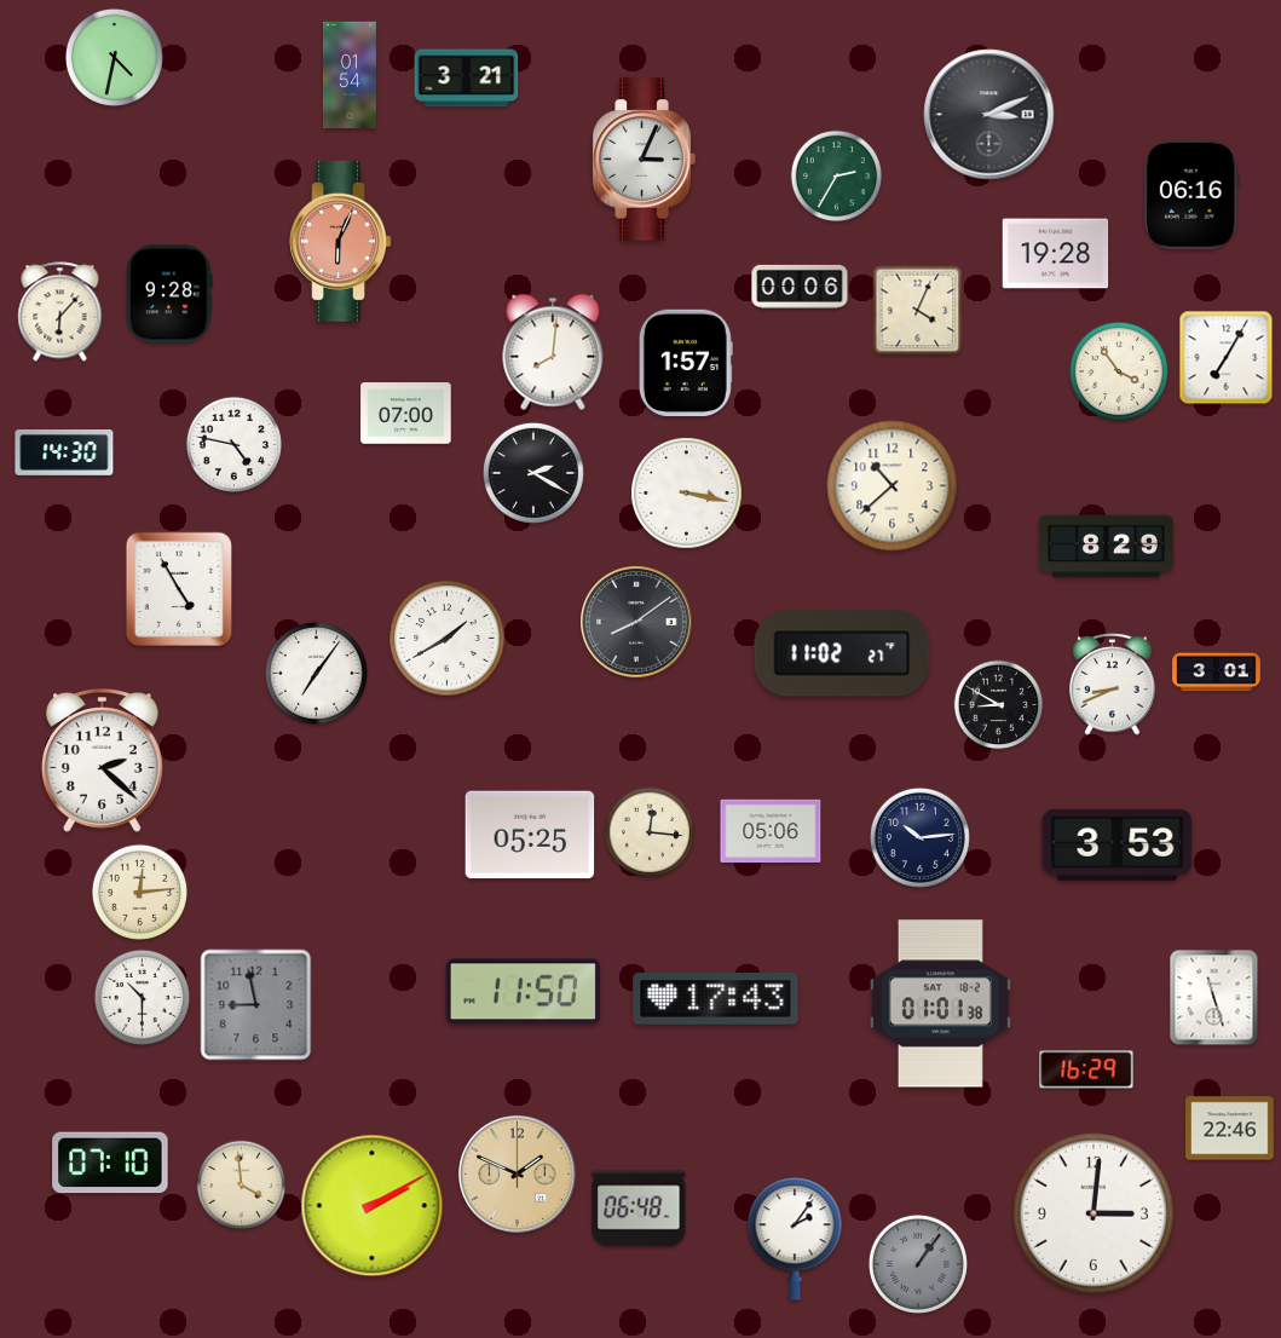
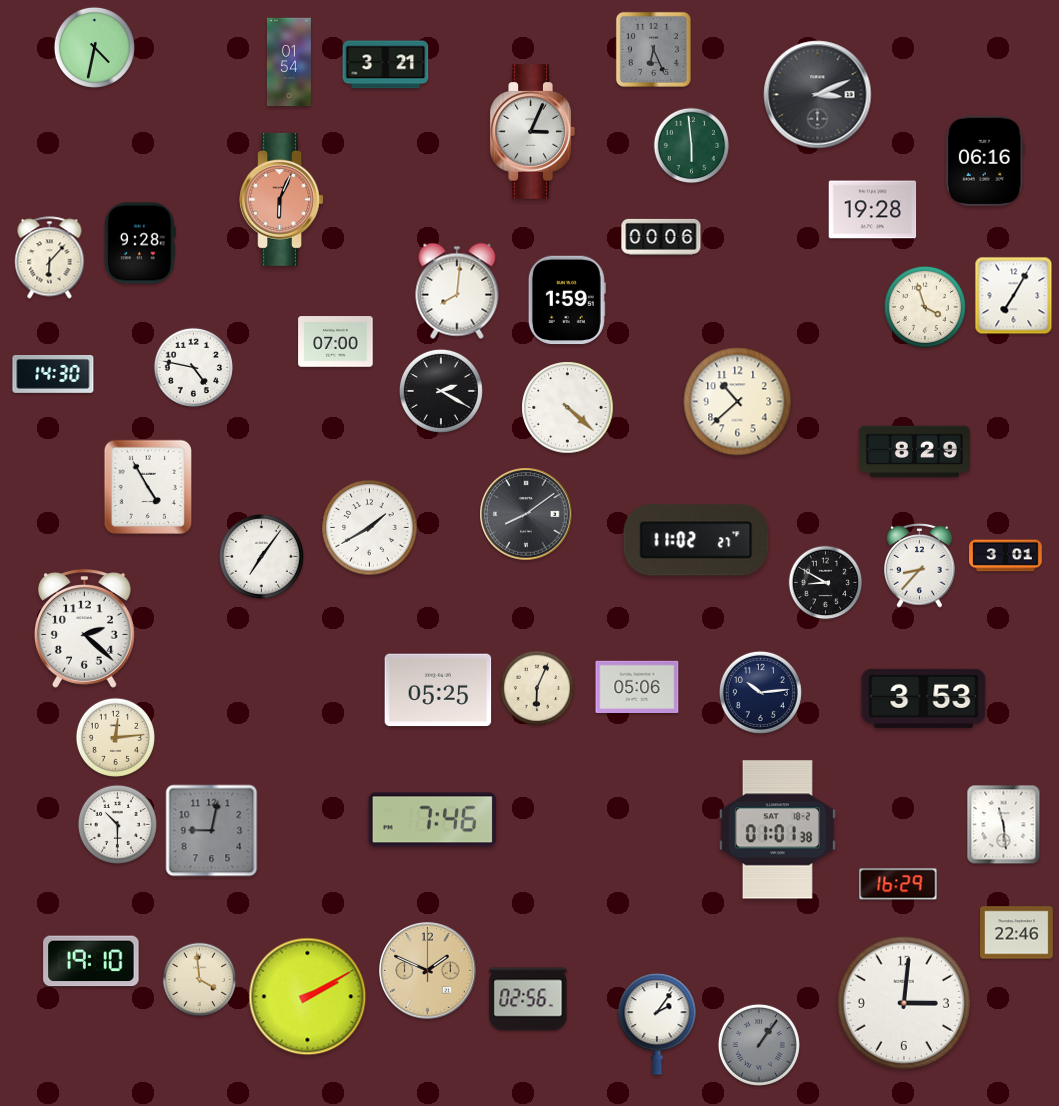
clock at (653, 49): none -> 6:26
clock at (837, 177): 2:35 -> 5:59
clock at (918, 311): 4:04 -> none
clock at (686, 363): 1:57 -> 1:59
clock at (1119, 371): 3:54 -> 3:57
clock at (687, 494): 3:17 -> 4:22
clock at (1113, 684): 8:41 -> 8:37
clock at (650, 832): 12:16 -> 6:04
clock at (524, 992): 11:50 -> 7:46
clock at (1214, 998): 11:27 -> 11:29
clock at (716, 999): 17:43 -> none
clock at (256, 1005): 8:58 -> 9:02
clock at (110, 1163): 07:10 -> 19:10
clock at (639, 1209): 06:48 -> 02:56
